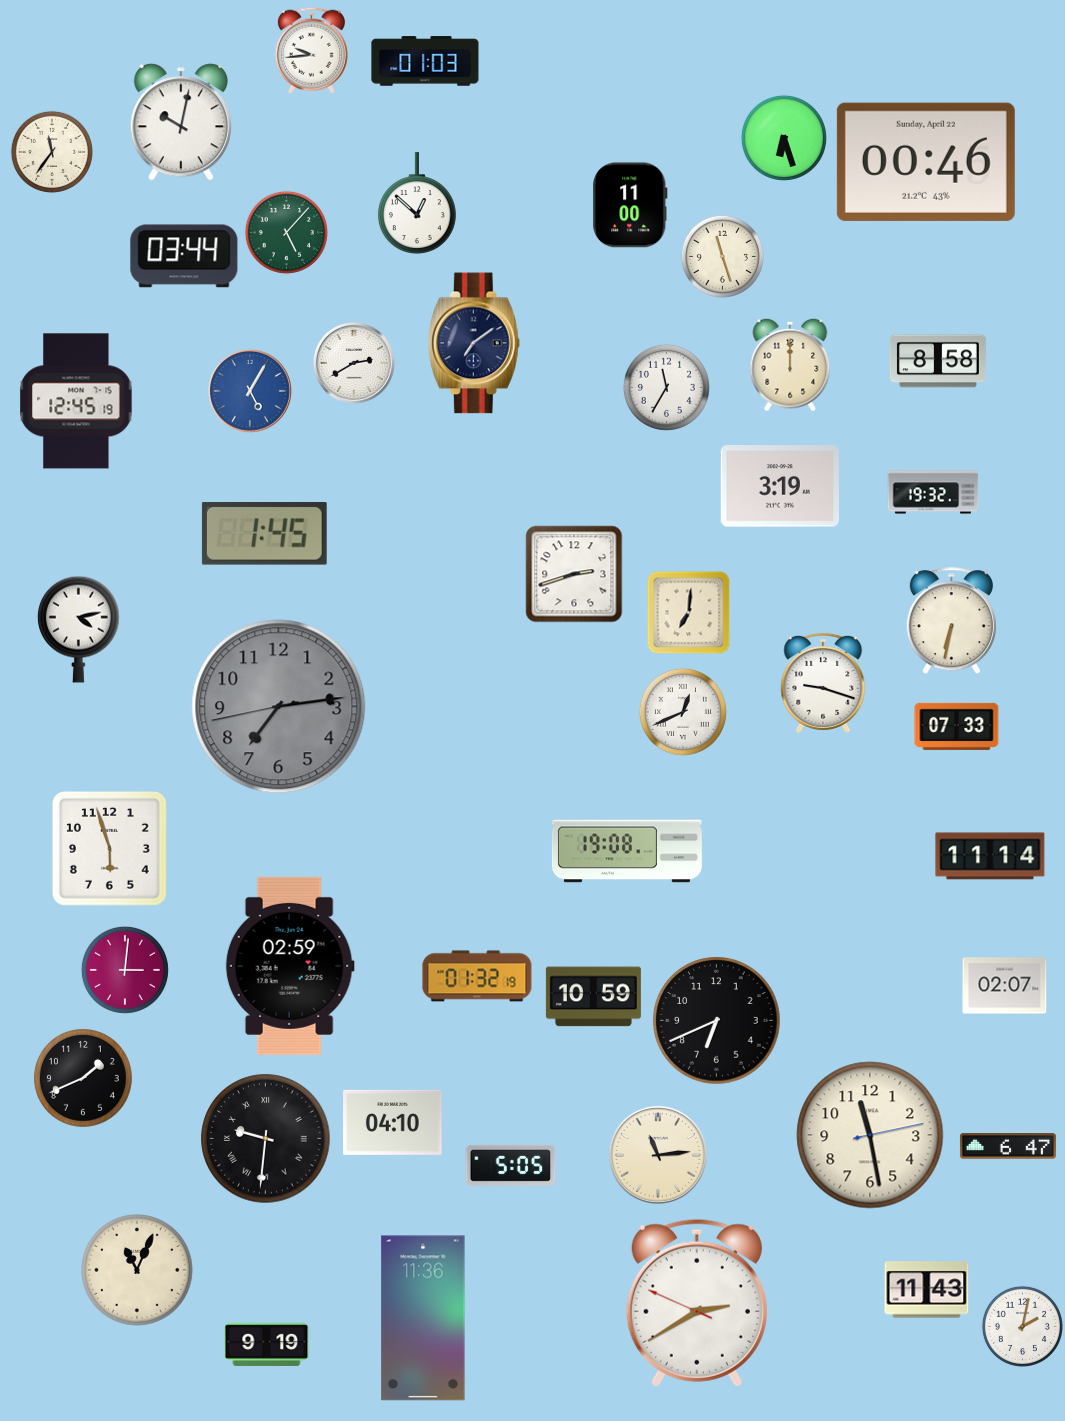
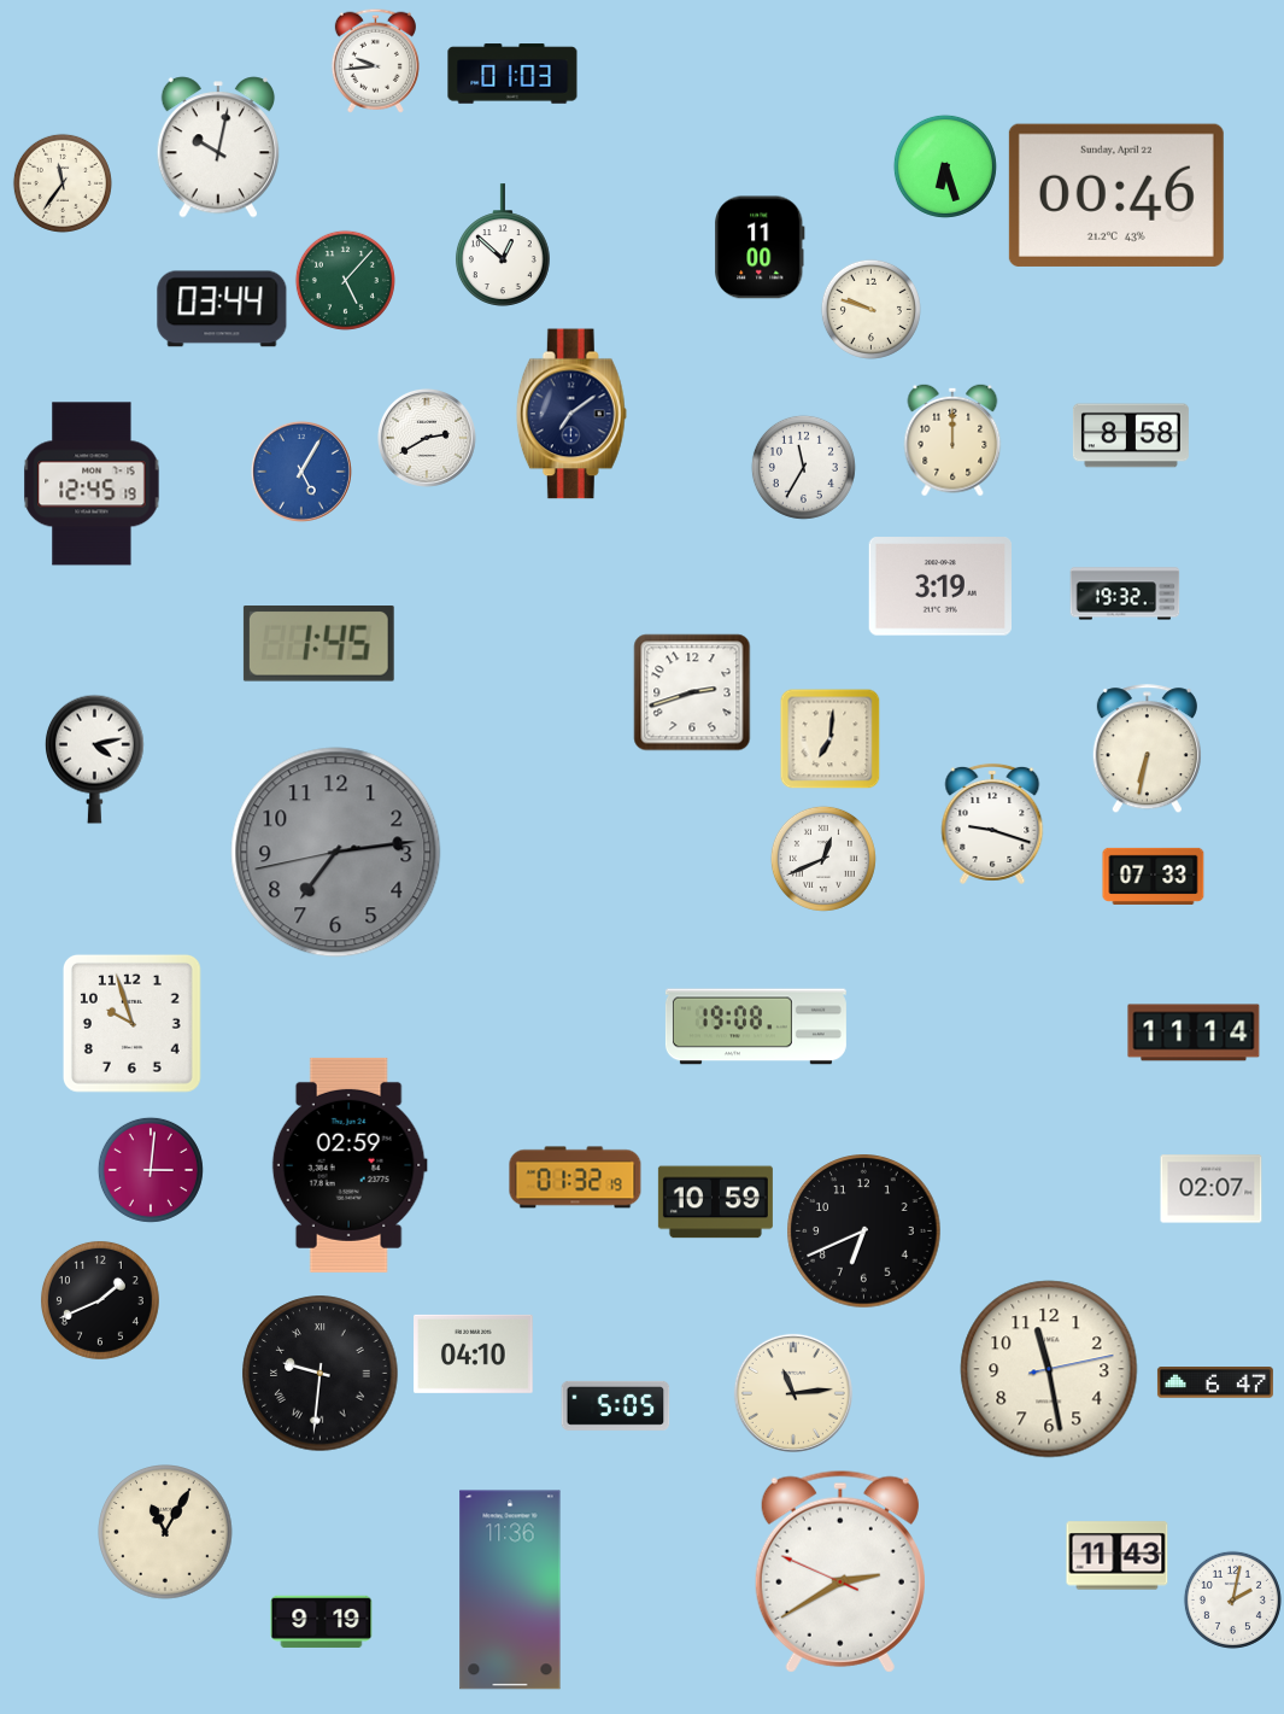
clock at (722, 256): 11:27 -> 9:48
clock at (109, 848): 5:57 -> 9:57
clock at (137, 1270): 11:04 -> 11:05
